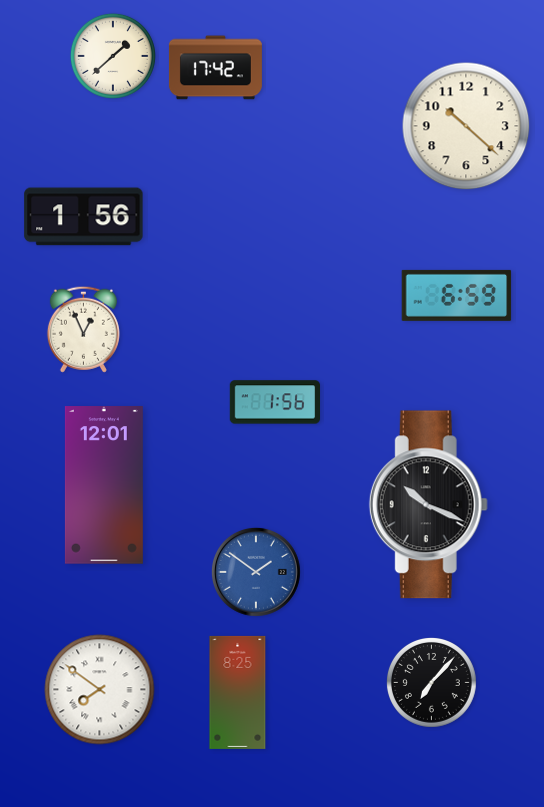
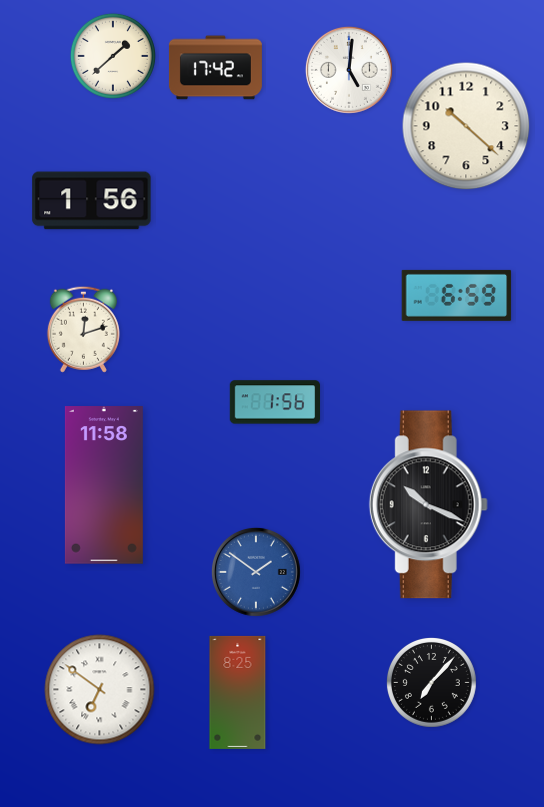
clock at (349, 70): none -> 5:01
clock at (84, 217) position: (84, 217) -> (92, 201)
clock at (83, 329): 12:56 -> 12:12
clock at (104, 485): 12:01 -> 11:58
clock at (100, 690): 7:51 -> 6:51
